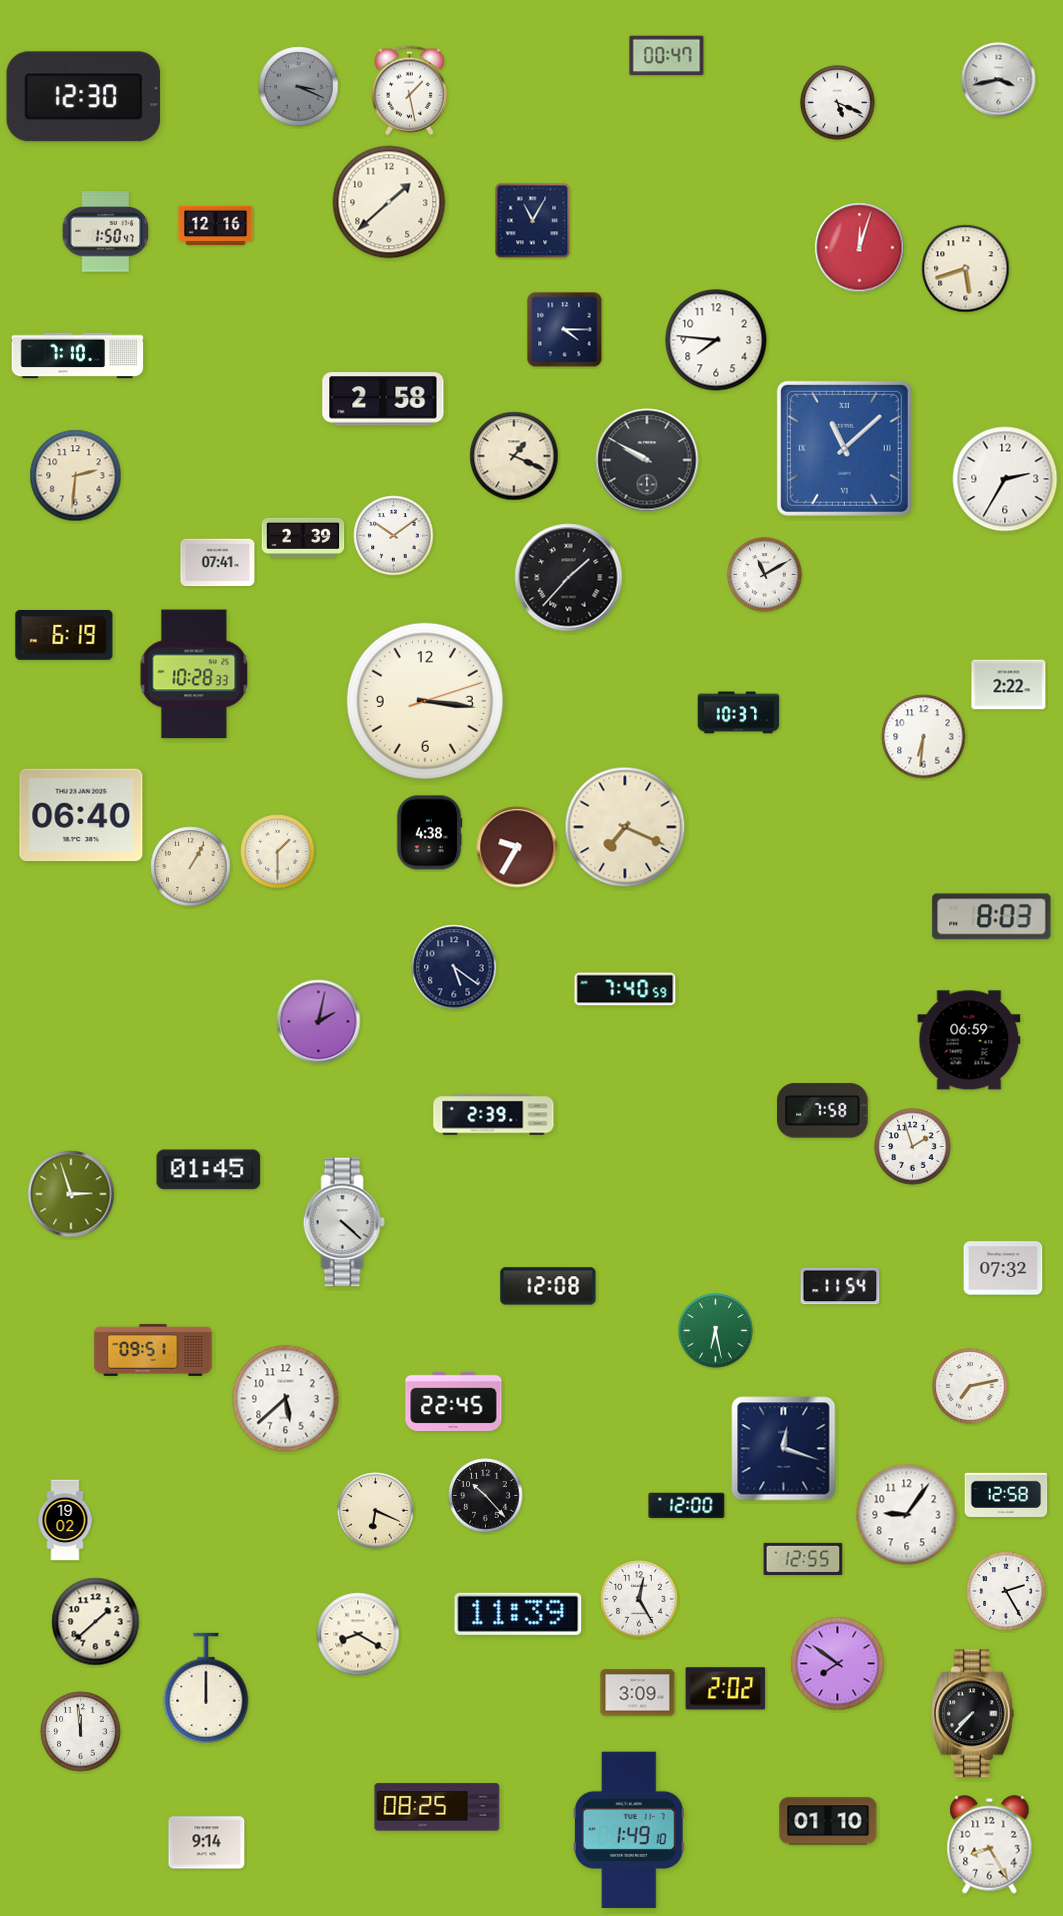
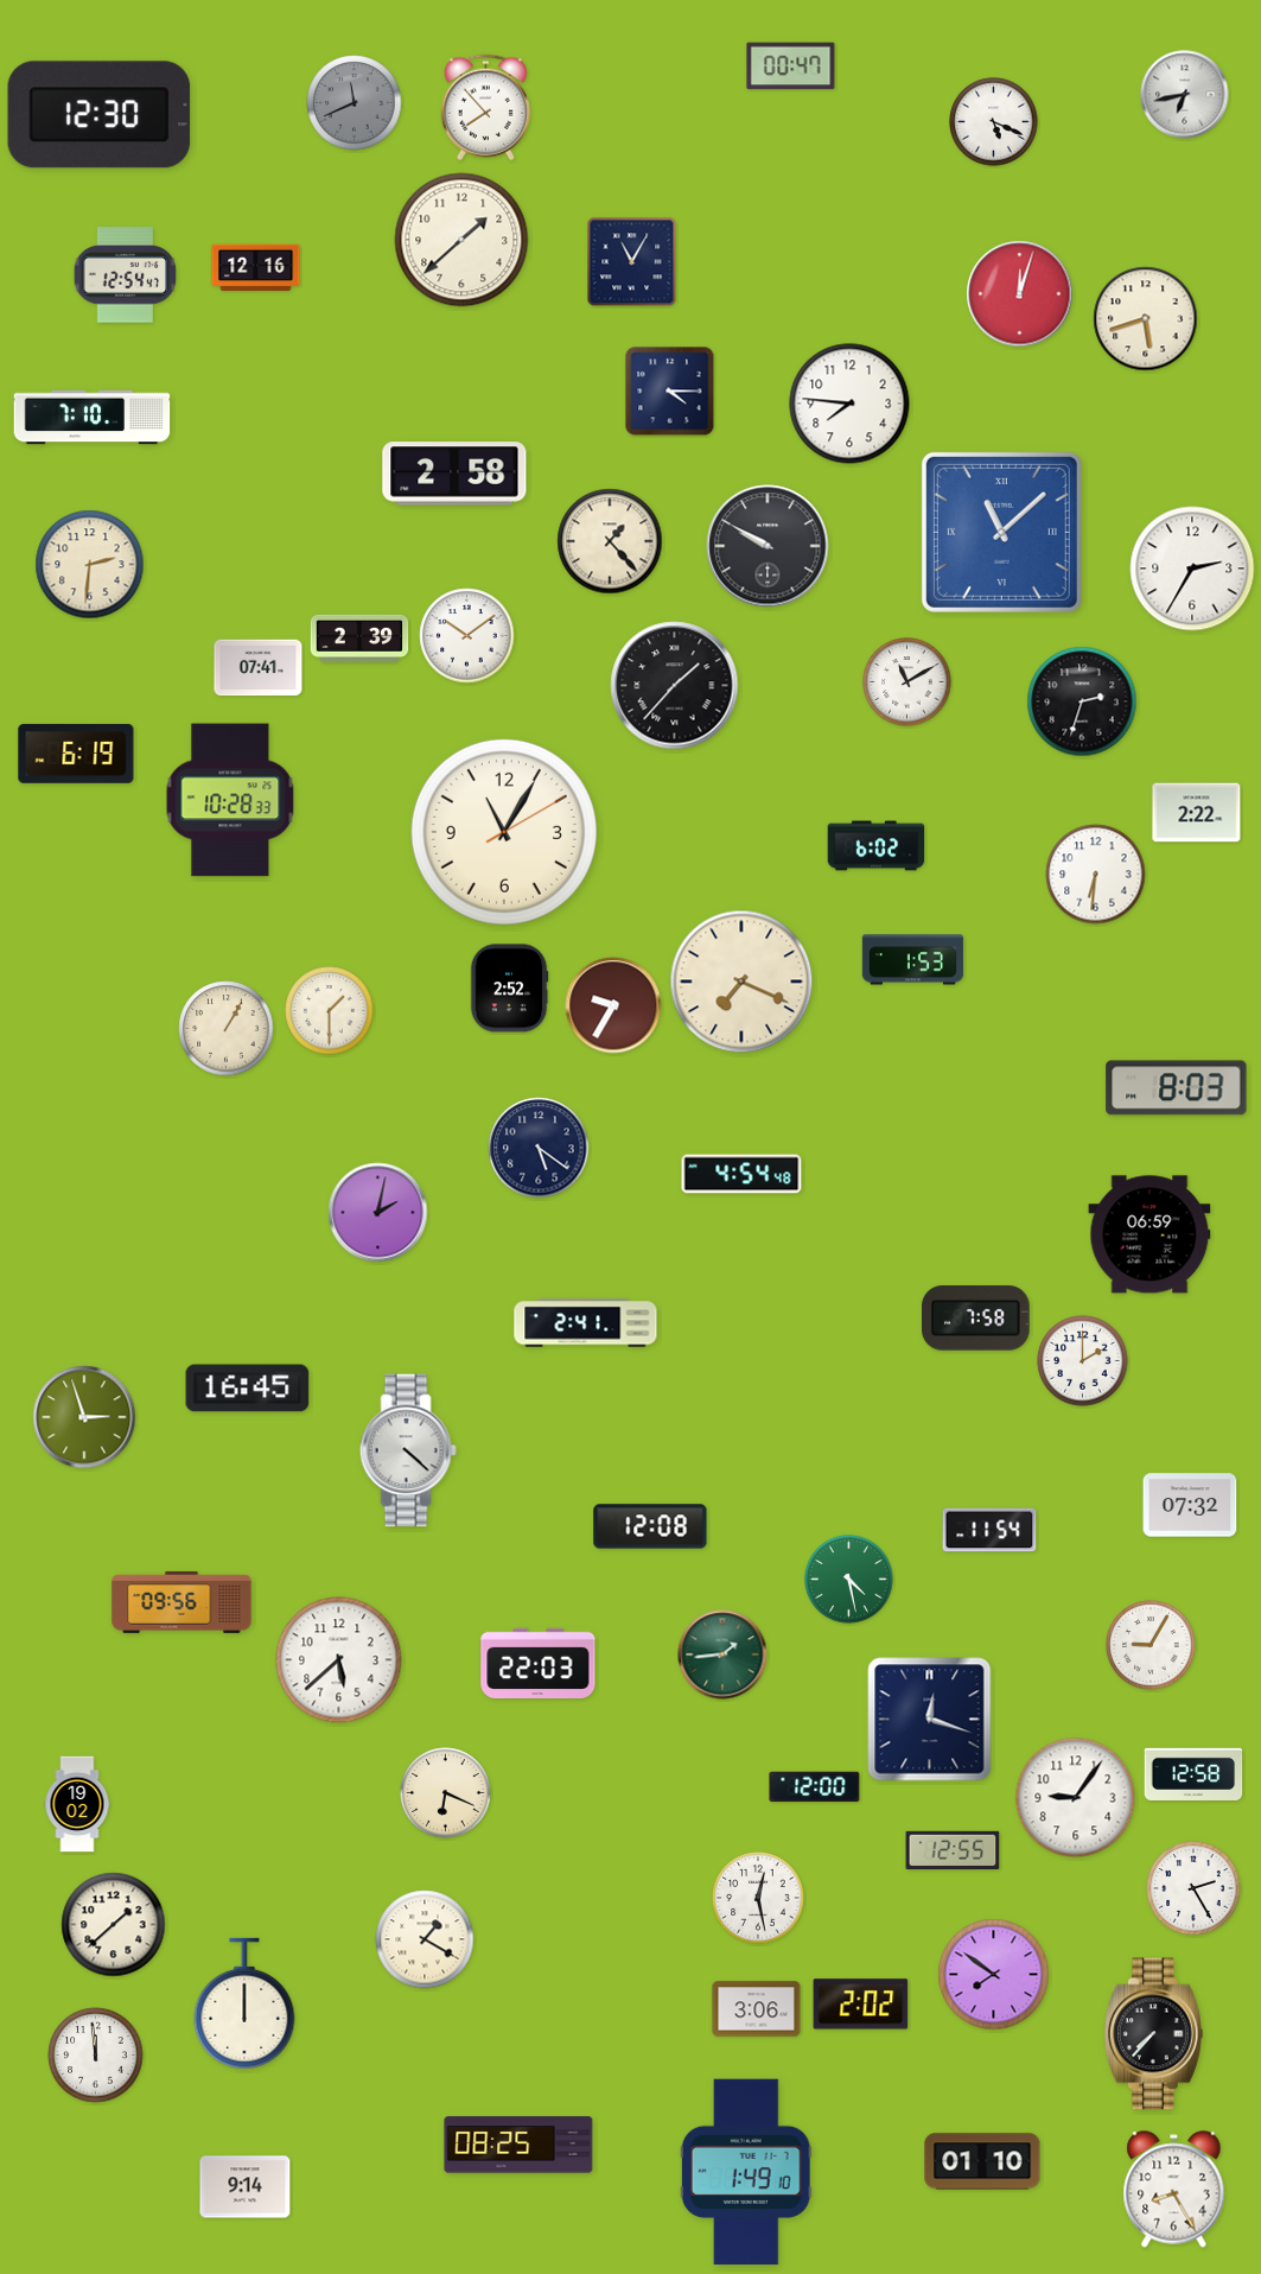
clock at (999, 80): 3:43 -> 6:43
clock at (299, 87): 3:19 -> 11:41
clock at (409, 91): 1:28 -> 7:53
clock at (106, 232): 1:50 -> 12:54
clock at (78, 356) position: (78, 356) -> (93, 418)
clock at (514, 456): 1:19 -> 1:23
clock at (1082, 701): none -> 2:33
clock at (425, 701): 3:16 -> 11:05
clock at (739, 713): 10:37 -> 6:02
clock at (912, 960): none -> 1:53
clock at (81, 815): 06:40 -> none
clock at (429, 833): 4:38 -> 2:52
clock at (625, 989): 7:40 -> 4:54
clock at (494, 1115): 2:39 -> 2:41
clock at (913, 1147): 1:57 -> 2:00
clock at (209, 1170): 01:45 -> 16:45
clock at (840, 1286) position: (840, 1286) -> (989, 1530)
clock at (716, 1331): 6:28 -> 4:28
clock at (153, 1350): 09:51 -> 09:56
clock at (970, 1386): 7:13 -> 9:05
clock at (722, 1654): none -> 1:44
clock at (454, 1401): 22:45 -> 22:03
clock at (486, 1496): 10:23 -> none
clock at (639, 1599): 12:25 -> 12:28
clock at (518, 1614): 11:39 -> none
clock at (358, 1634): 8:20 -> 1:20
clock at (638, 1693): 3:09 -> 3:06
